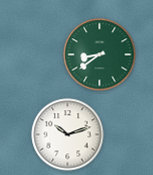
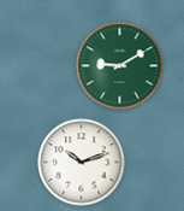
clock at (100, 55): 8:39 -> 9:10
